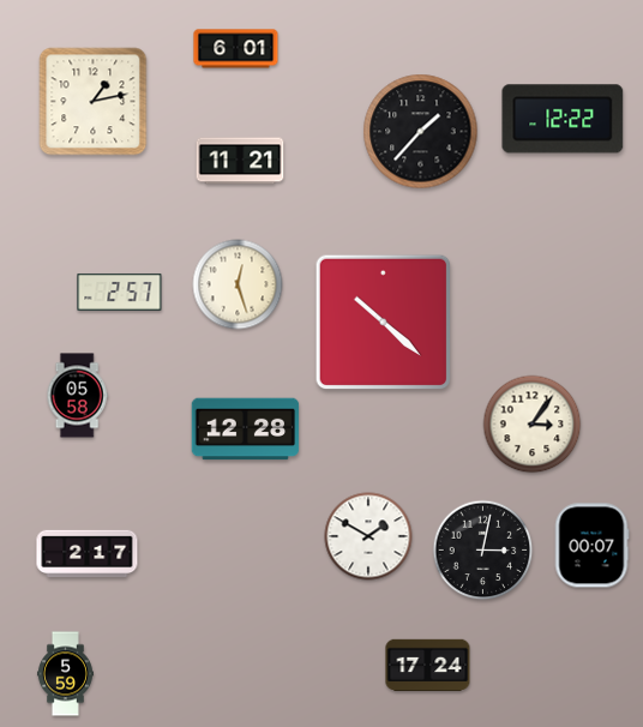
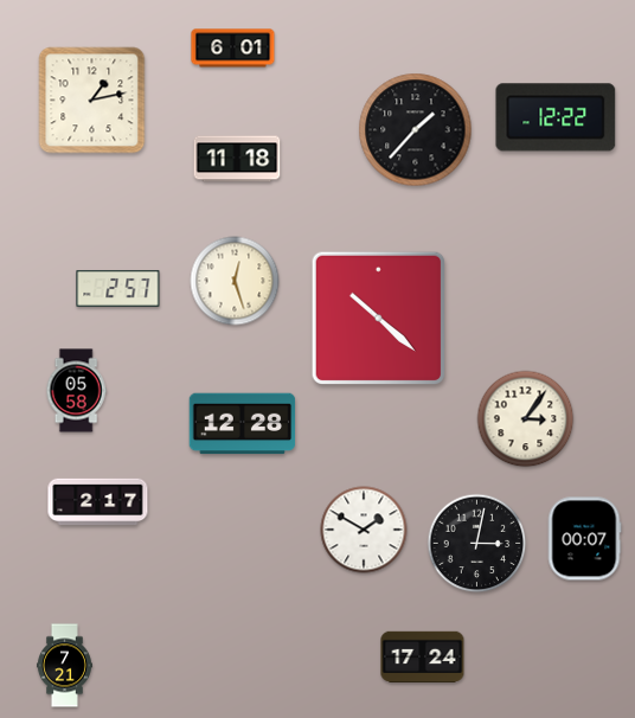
clock at (240, 161): 11:21 -> 11:18
clock at (88, 554) position: (88, 554) -> (98, 502)
clock at (65, 674): 5:59 -> 7:21
